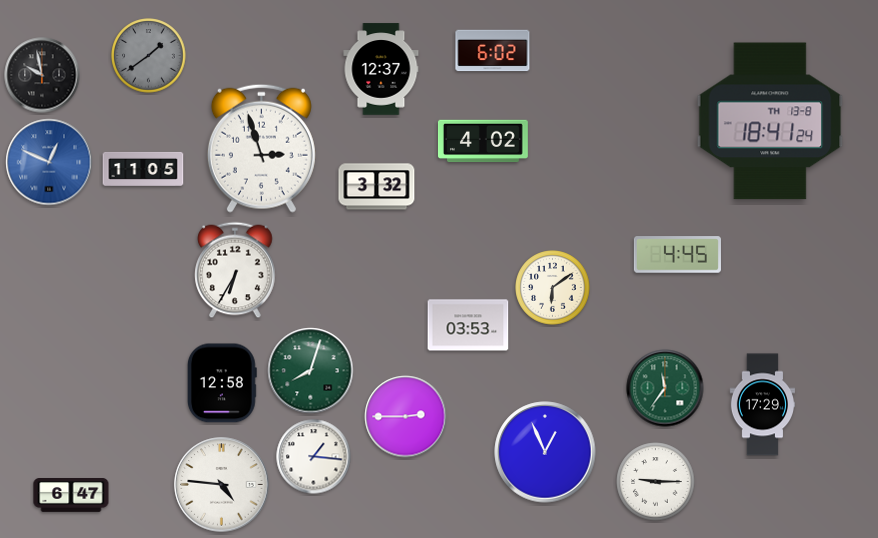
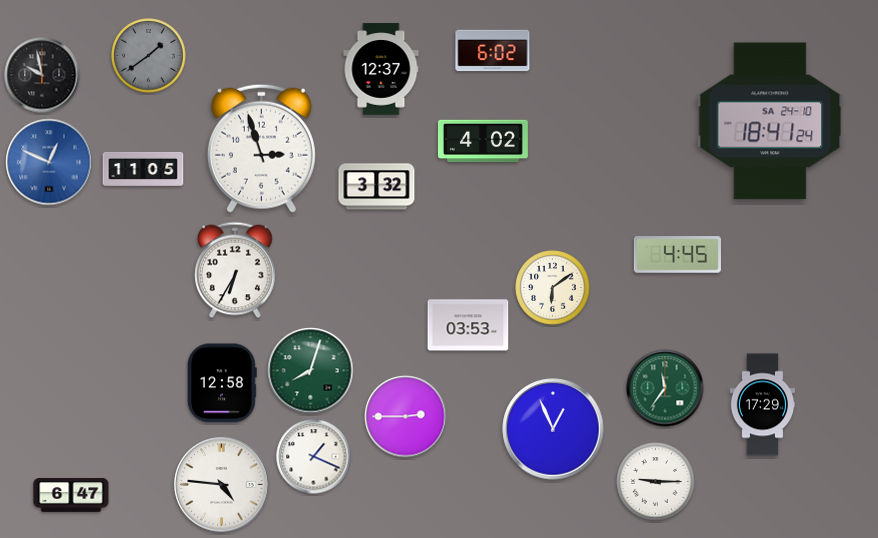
clock at (770, 121) date: TH 13-8 -> SA 24-10
clock at (545, 452) position: (545, 452) -> (553, 429)
clock at (314, 457): 1:16 -> 1:19
